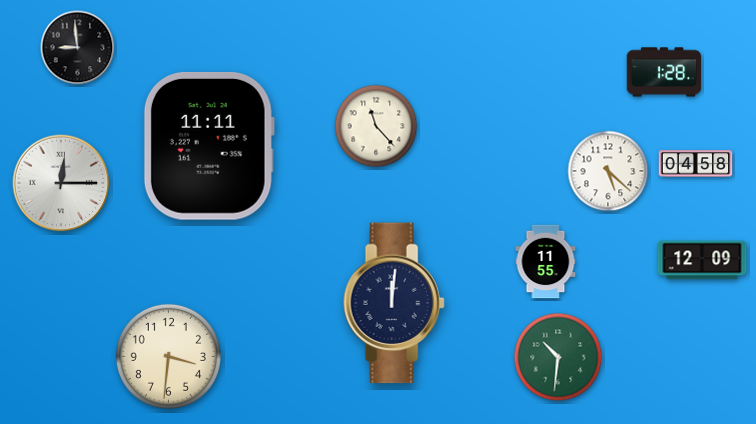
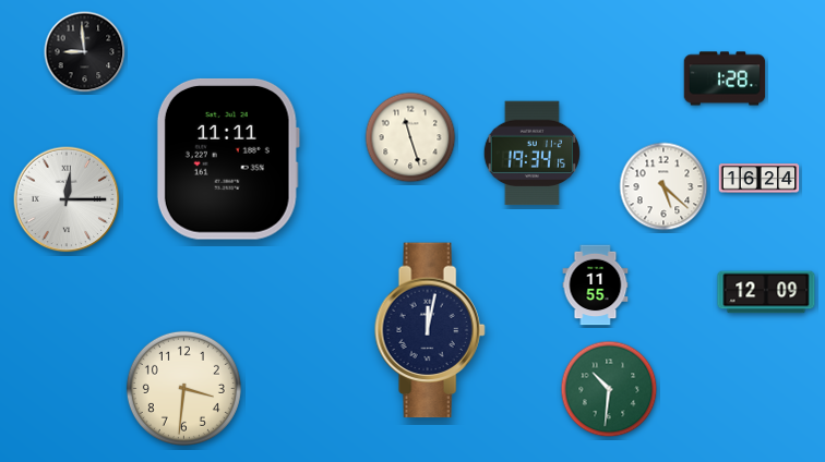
clock at (376, 126): 11:23 -> 11:27
clock at (531, 154): none -> 19:34
clock at (696, 164): 04:58 -> 16:24
clock at (702, 260) position: (702, 260) -> (766, 292)
clock at (394, 303): 12:01 -> 12:02
